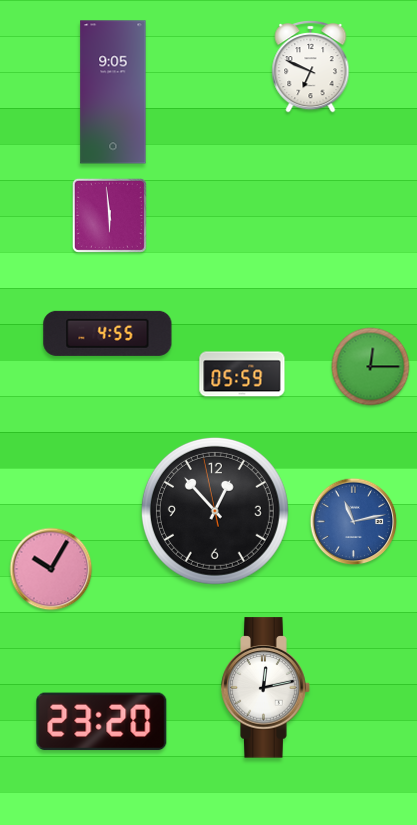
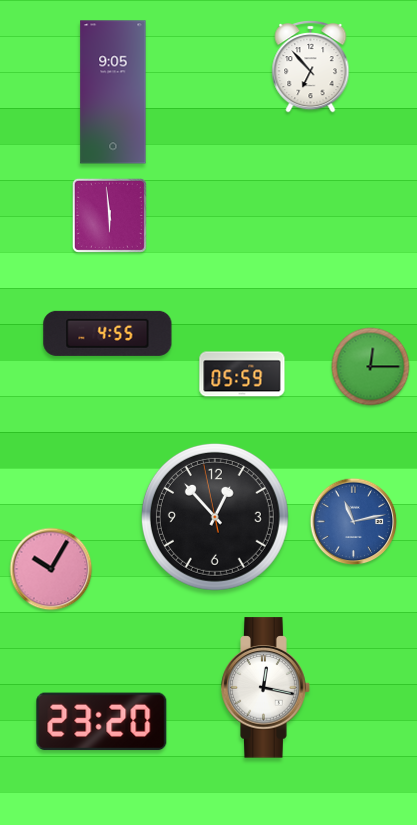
clock at (311, 67): 6:49 -> 6:53
clock at (215, 511) position: (215, 511) -> (215, 517)
clock at (266, 688): 12:13 -> 12:17
